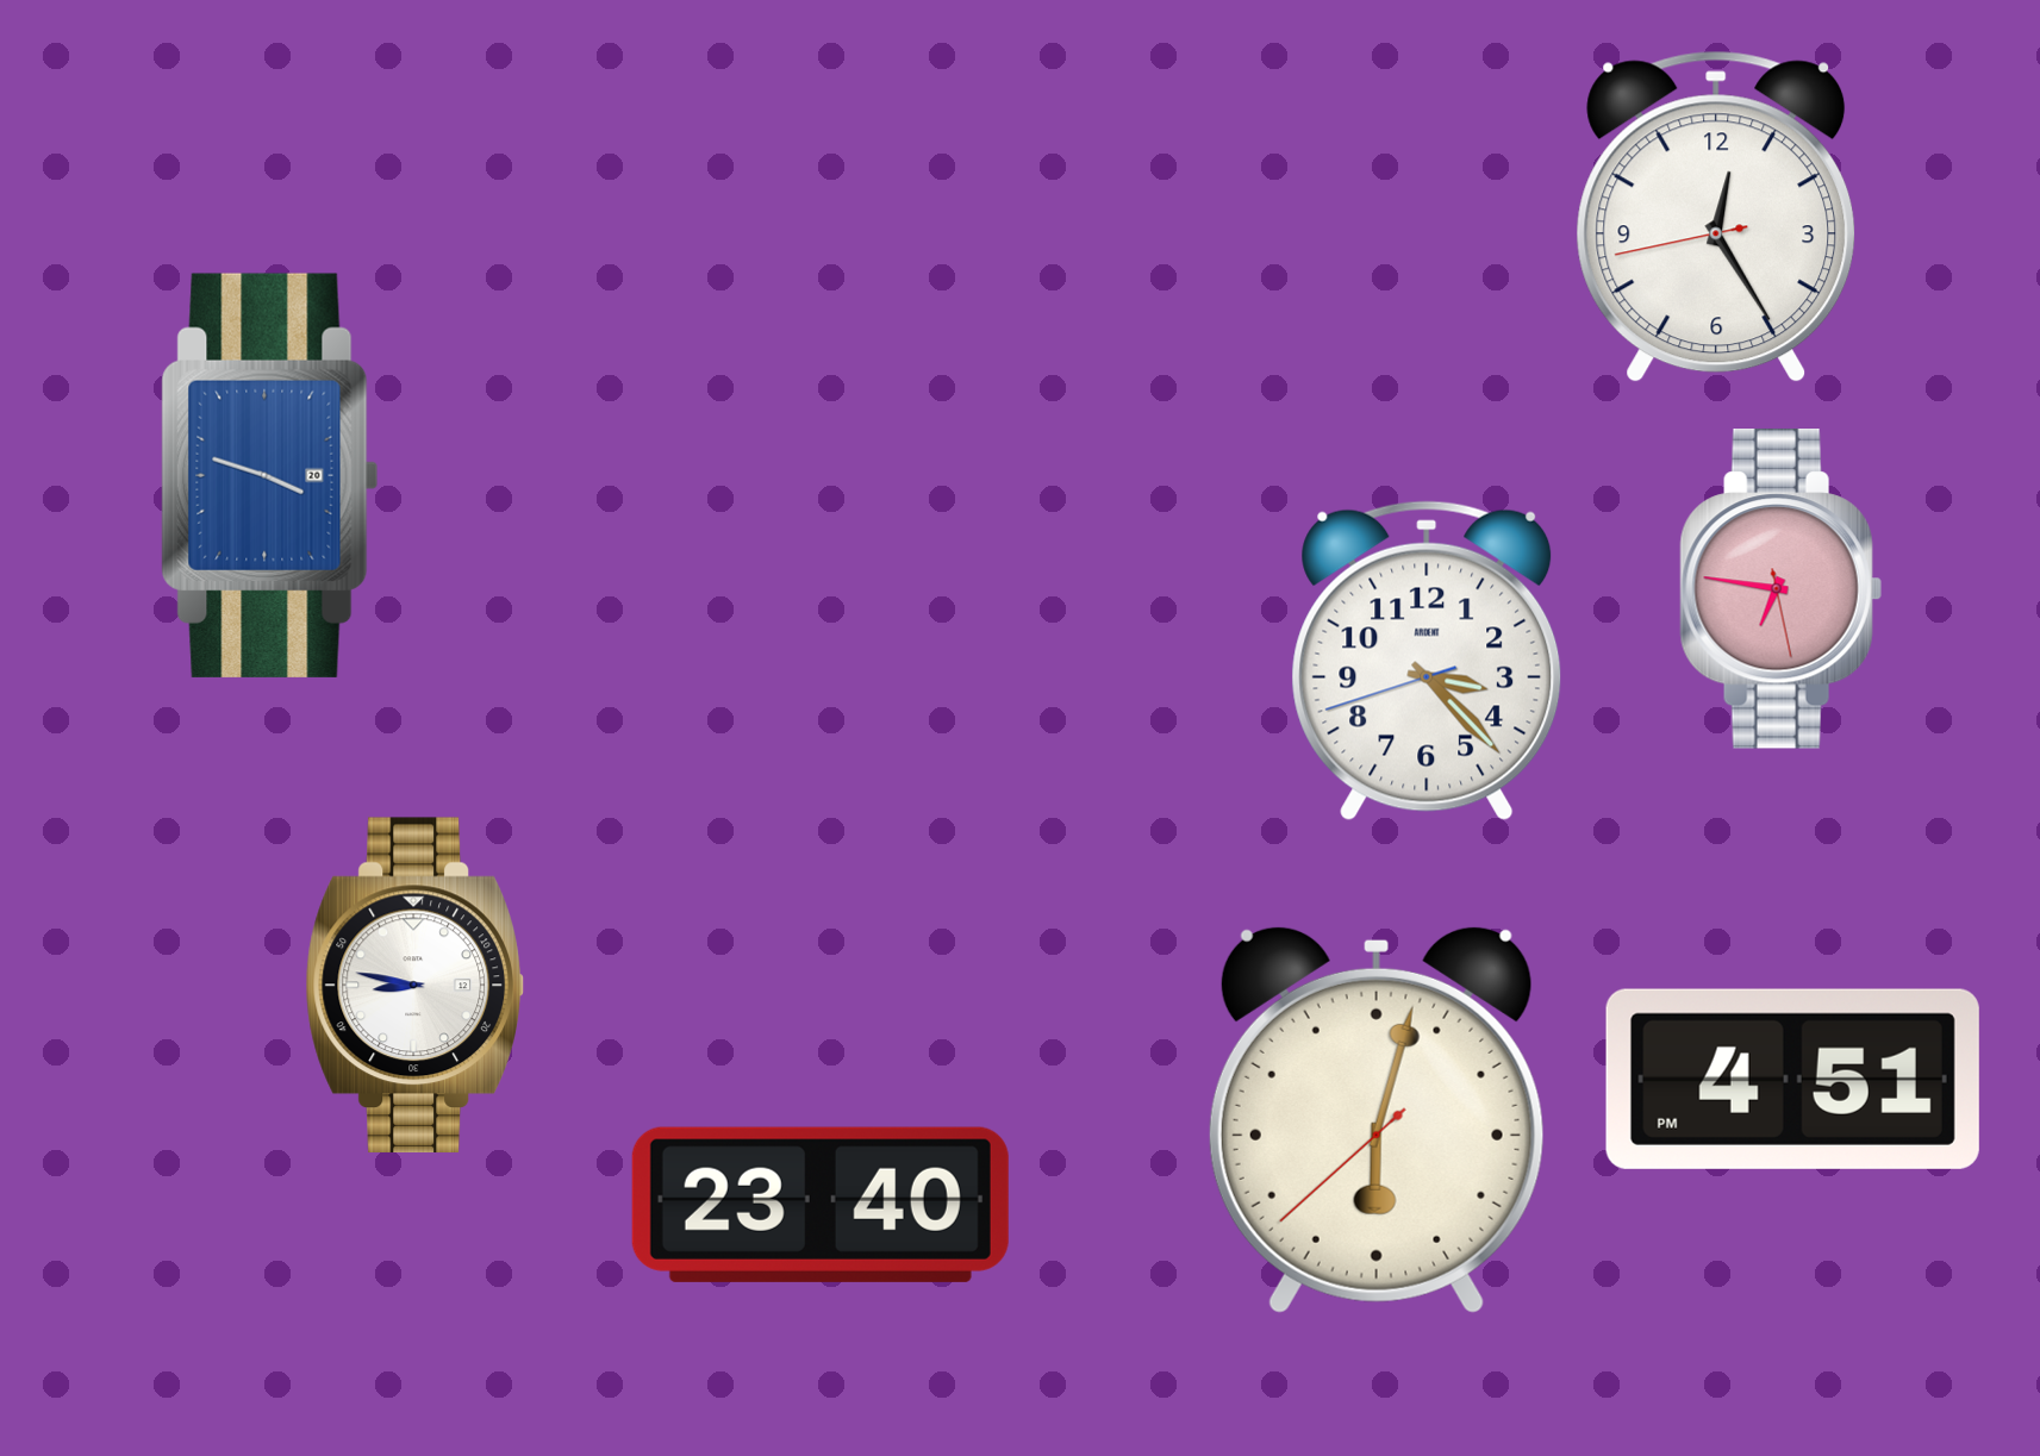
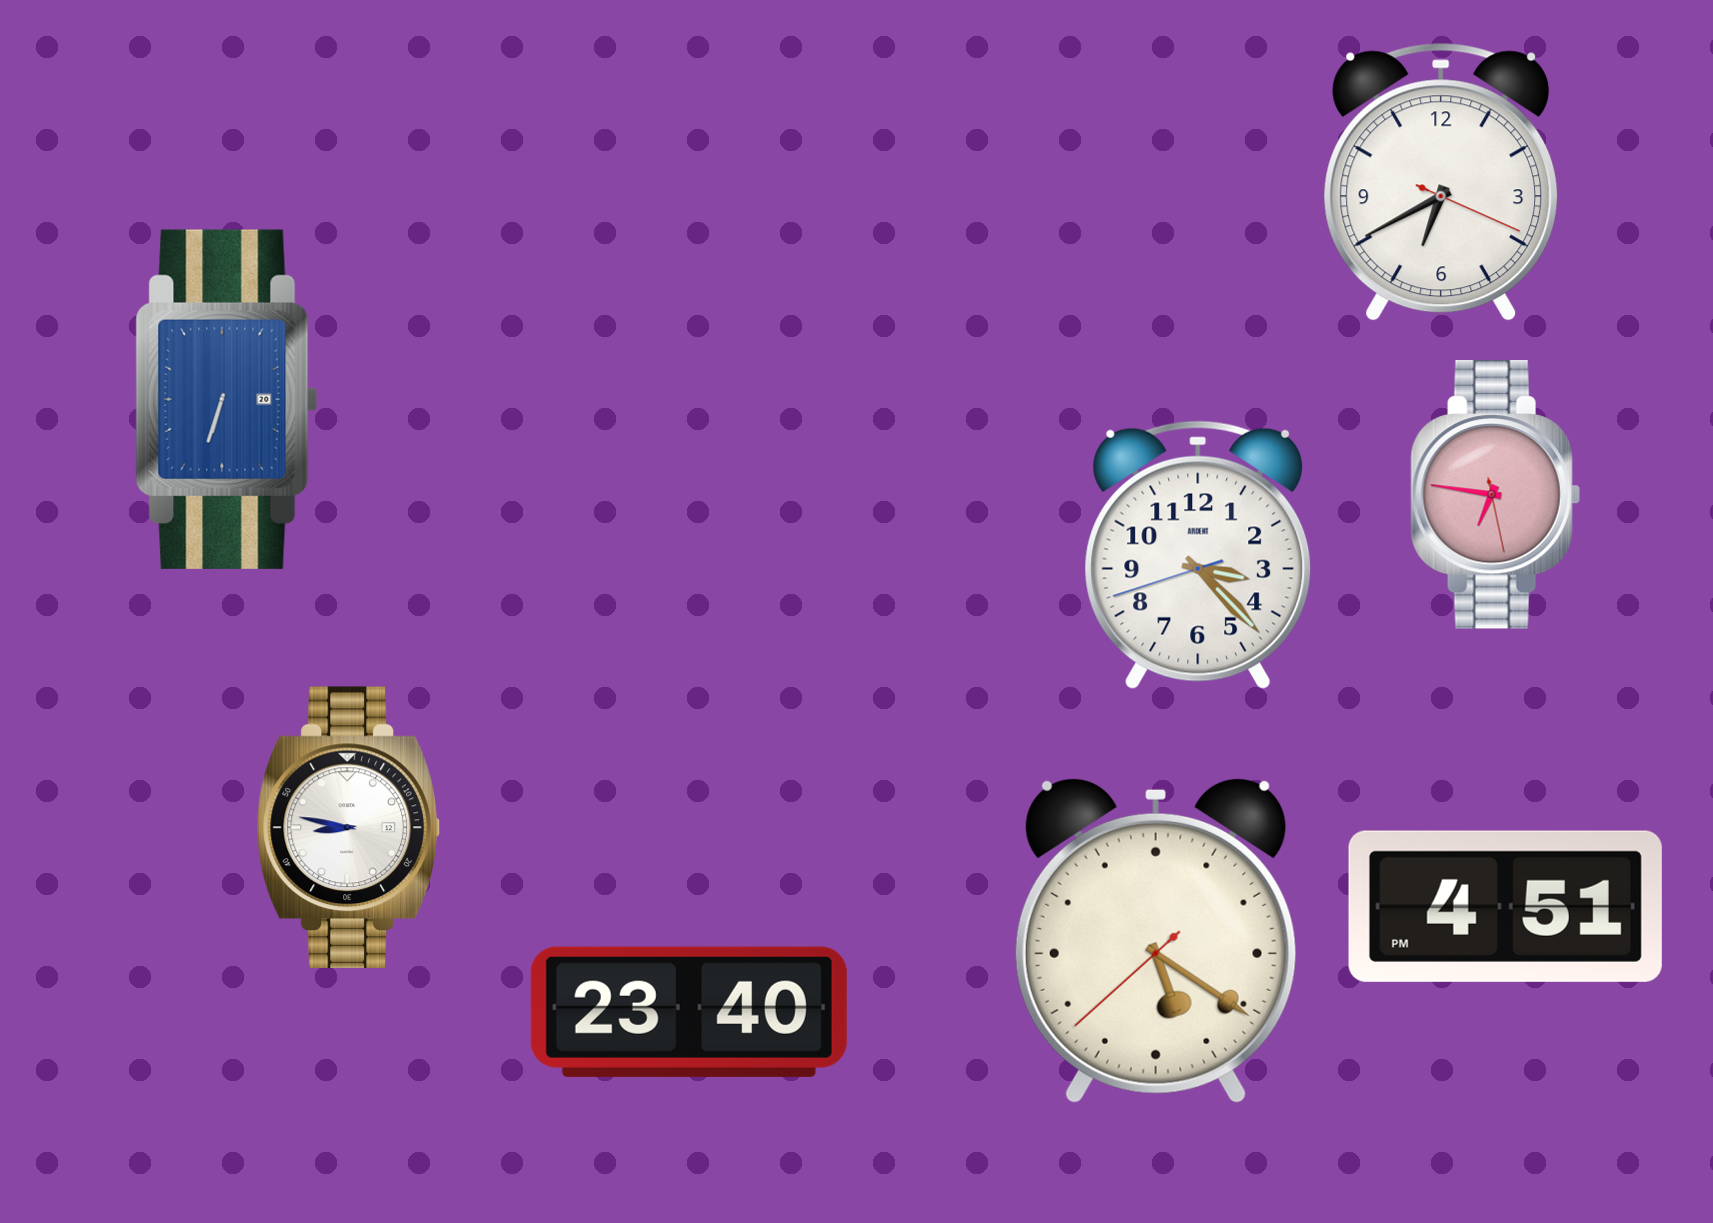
clock at (1716, 217): 12:24 -> 6:40
clock at (270, 475): 3:48 -> 6:33
clock at (1377, 1119): 6:02 -> 5:20
